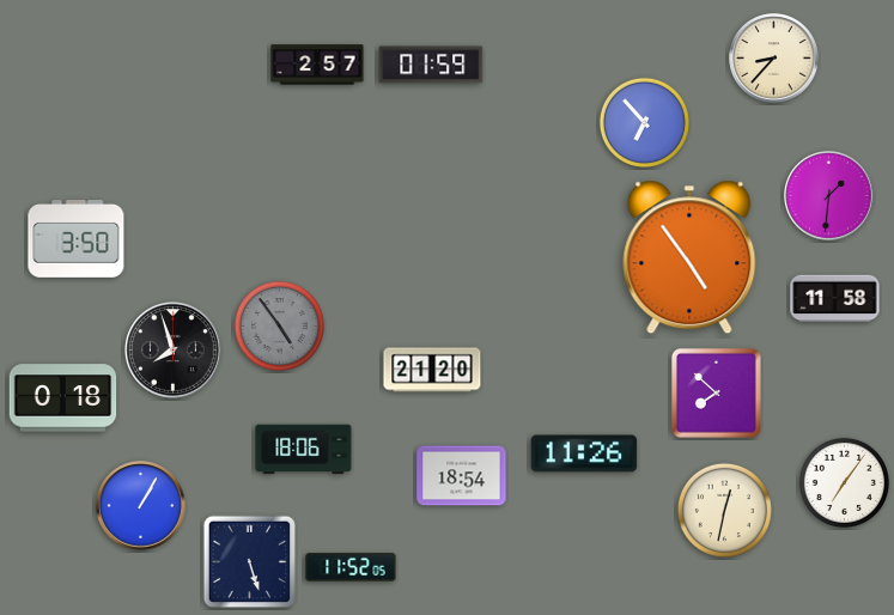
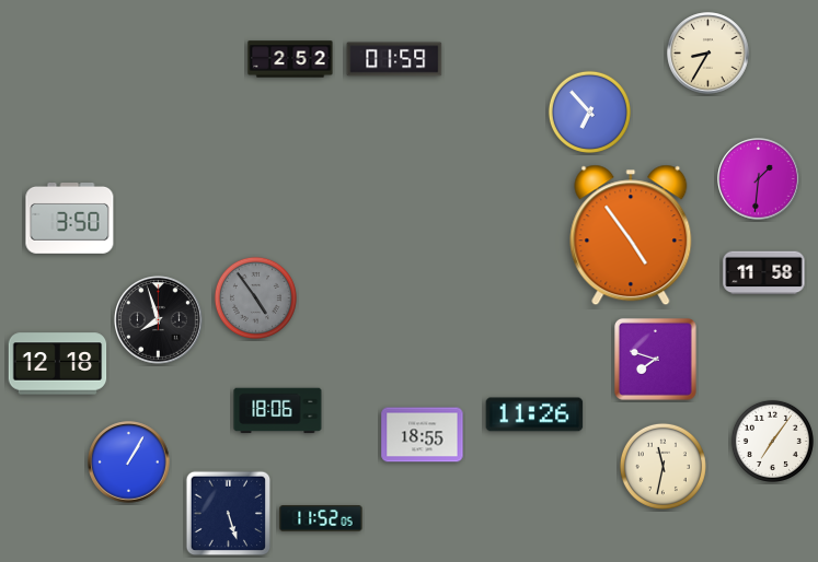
clock at (774, 59): 8:37 -> 8:35
clock at (317, 65): 2:57 -> 2:52
clock at (432, 370): 21:20 -> none
clock at (716, 392): 7:52 -> 7:48
clock at (63, 398): 0:18 -> 12:18
clock at (462, 476): 18:54 -> 18:55
clock at (724, 510): 12:32 -> 11:32
